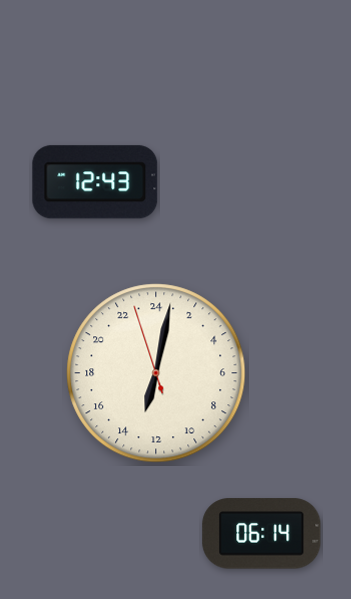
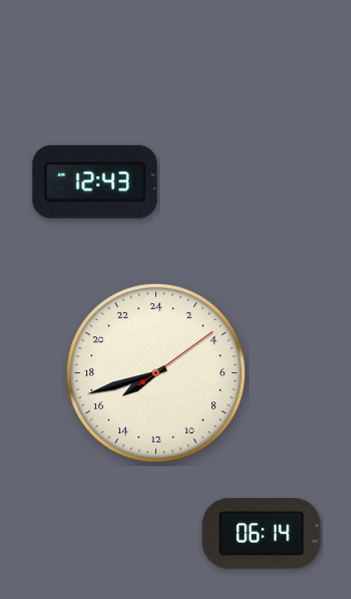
clock at (156, 373): 13:01 -> 15:42
